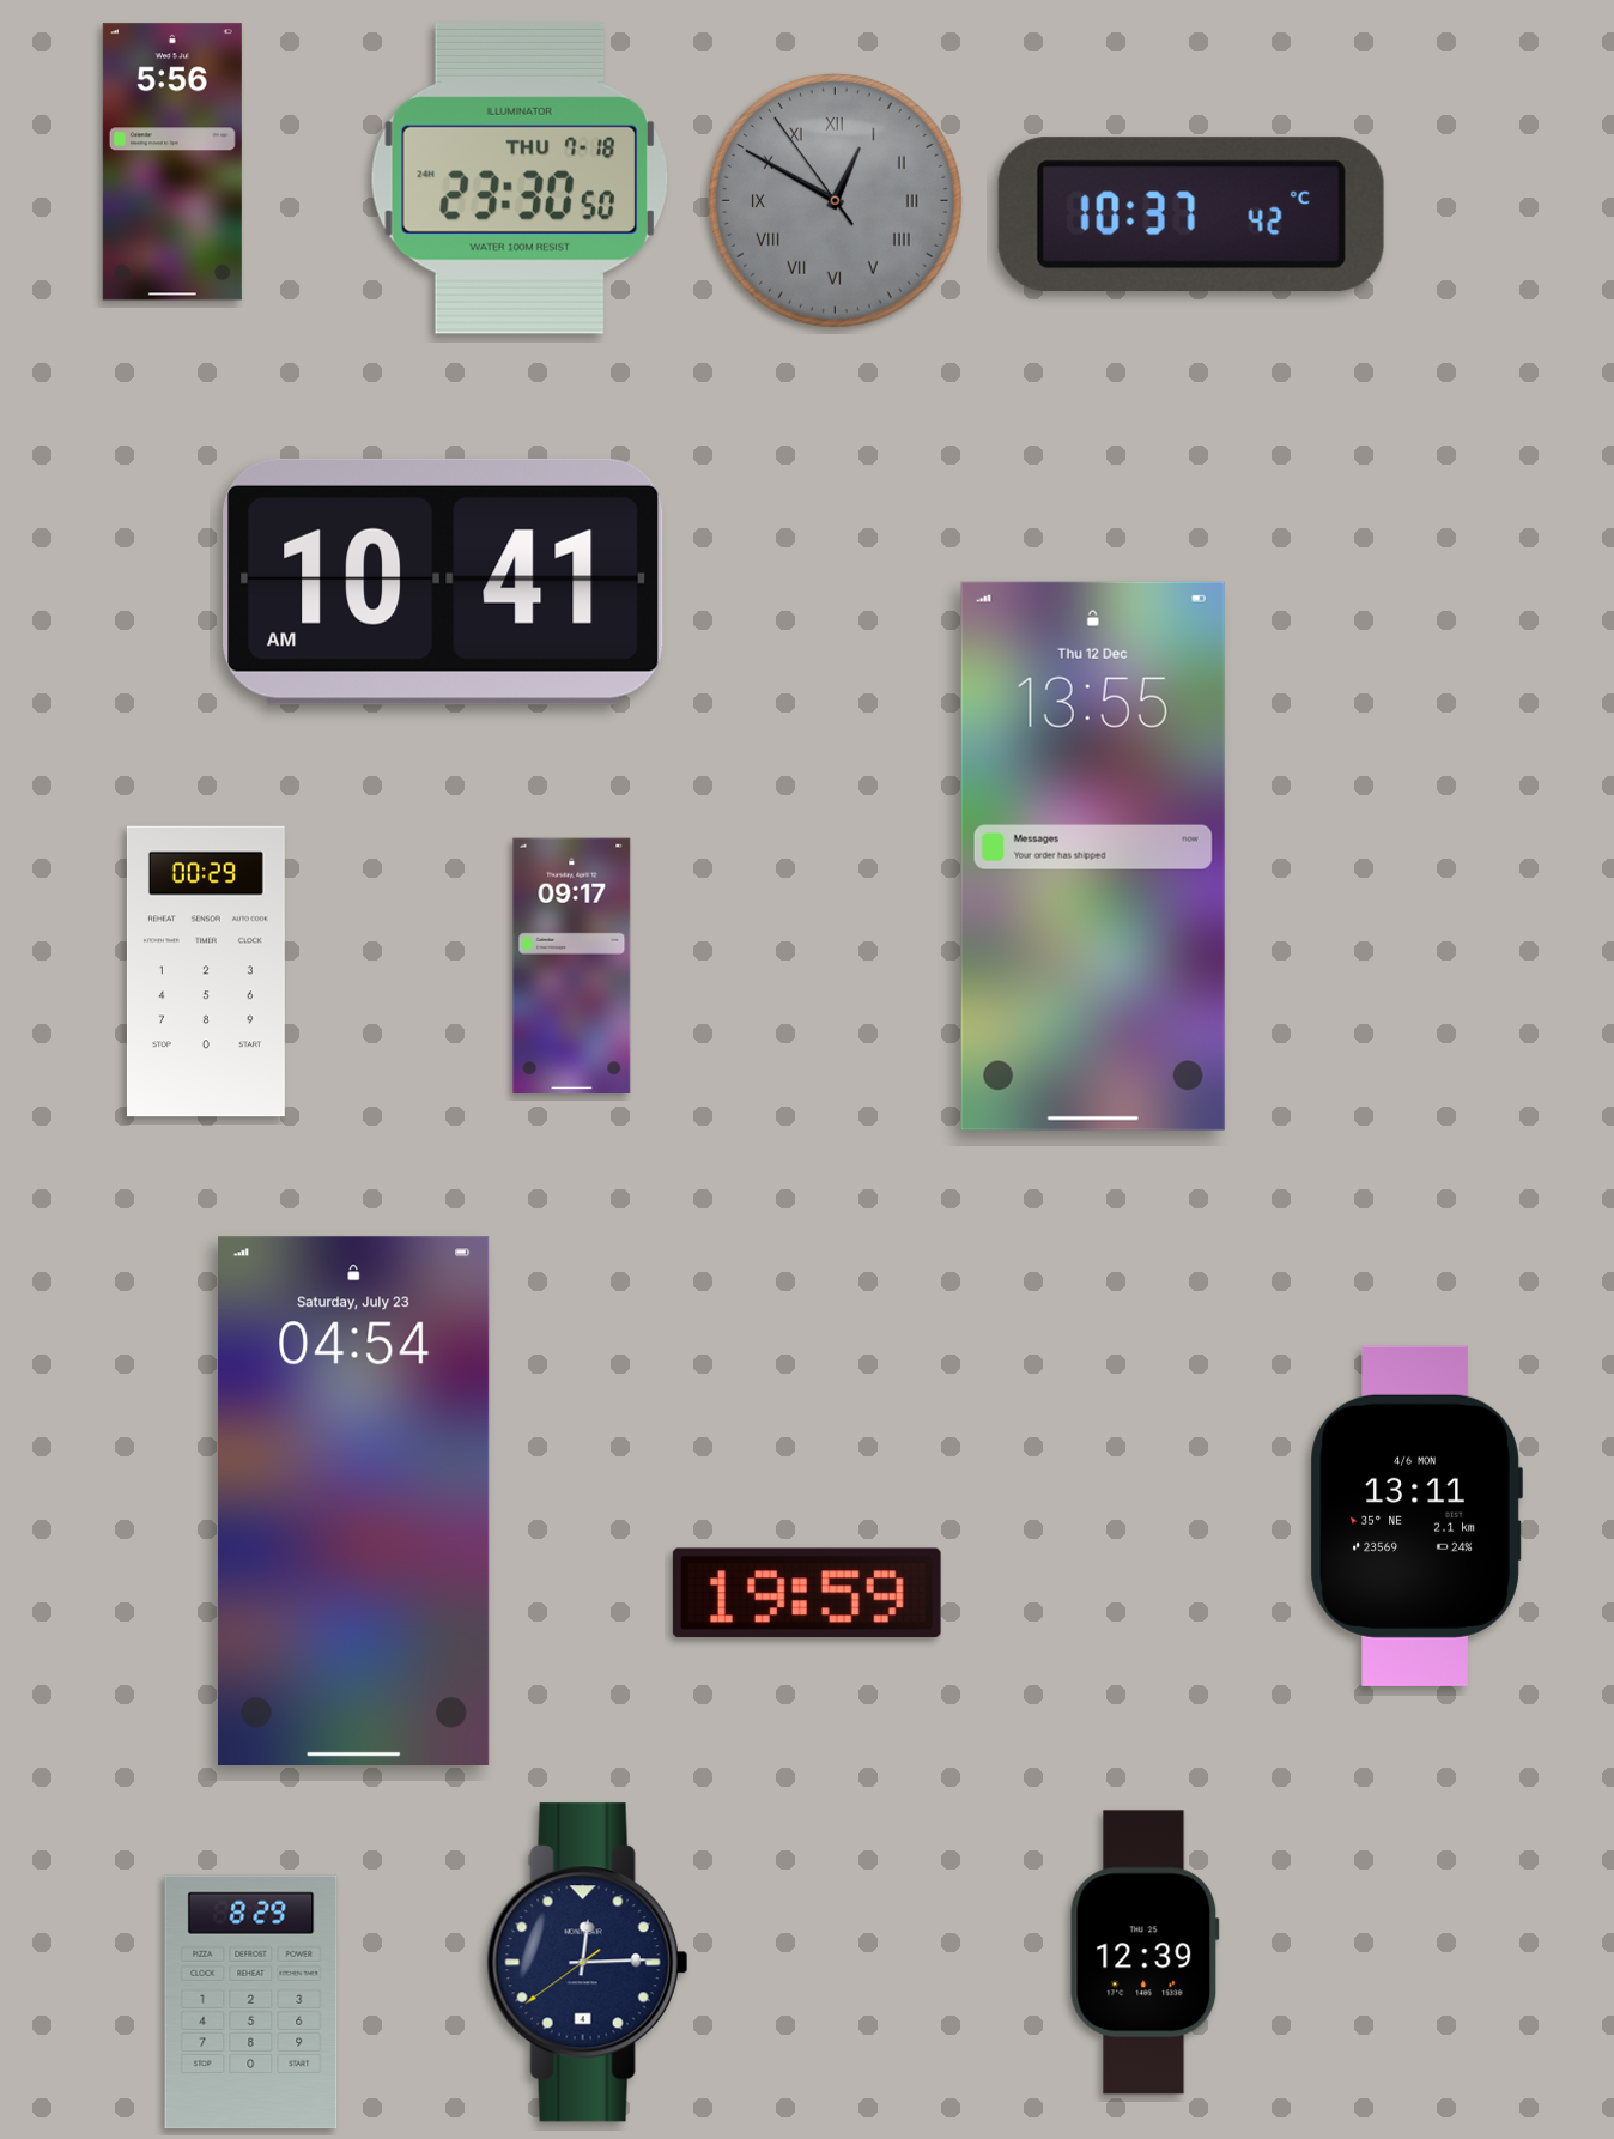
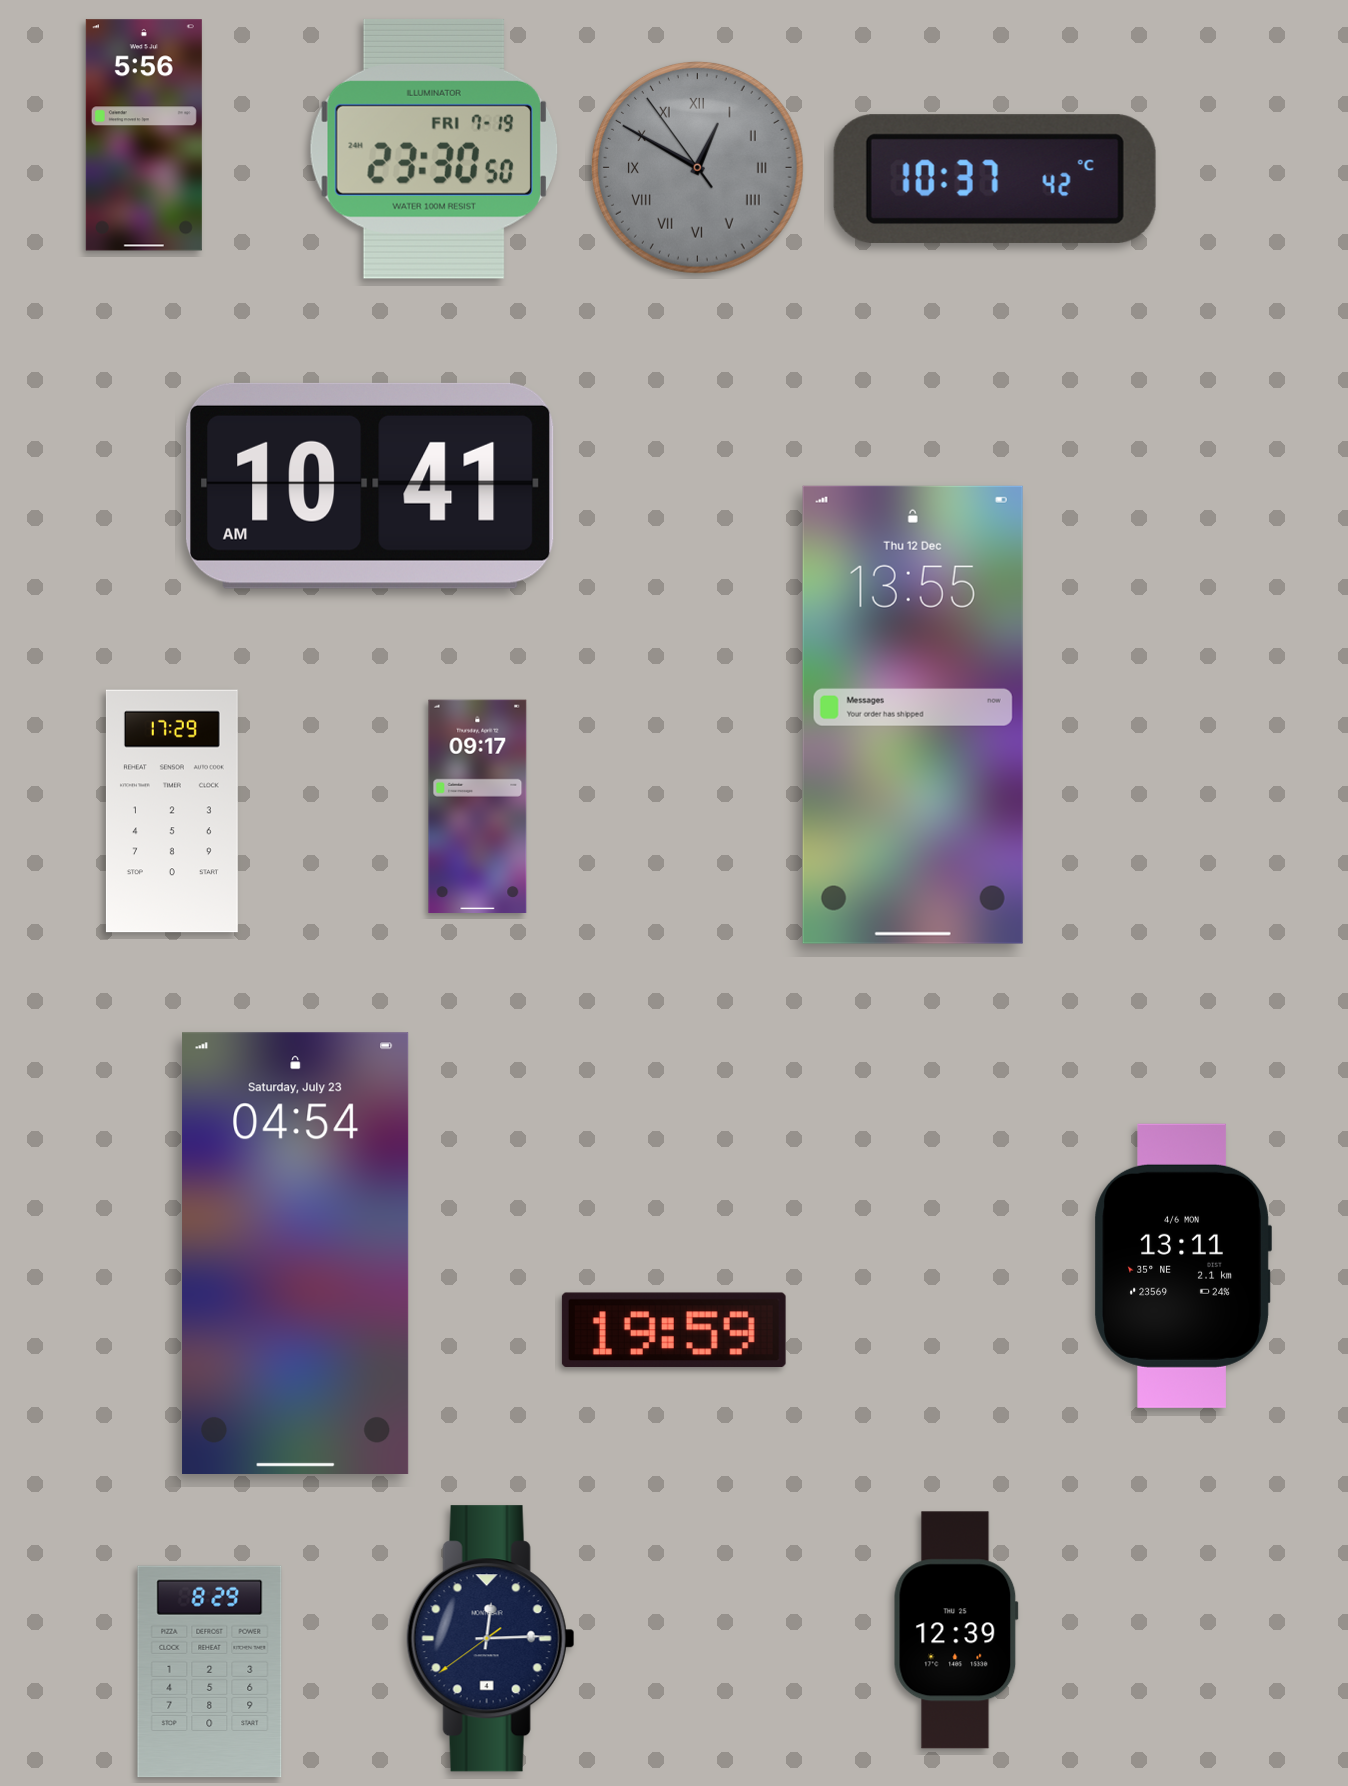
clock at (520, 178) date: THU 7-18 -> FRI 7-19
clock at (206, 971): 00:29 -> 17:29
